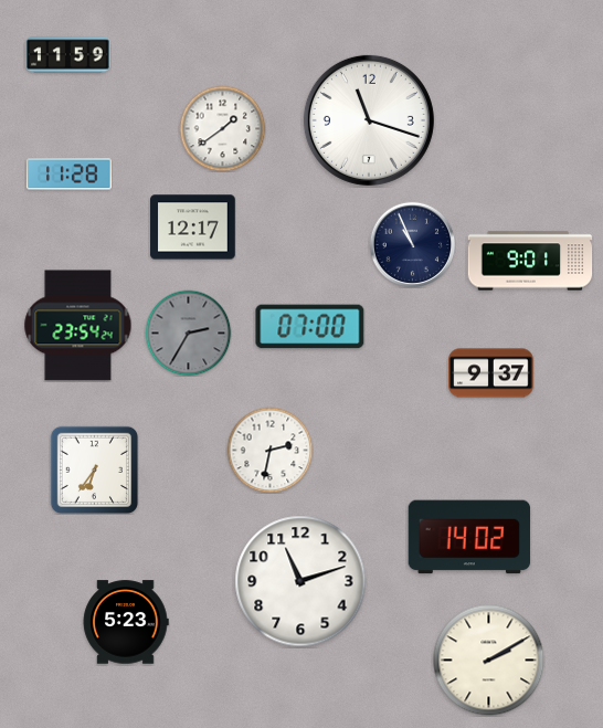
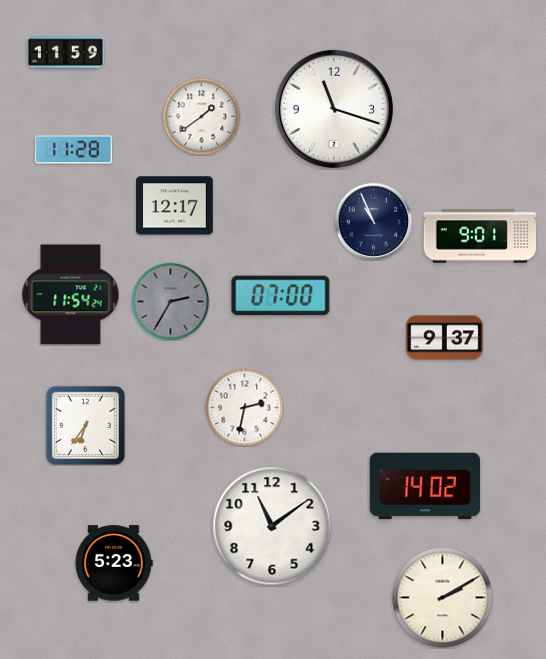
clock at (68, 55) position: (68, 55) -> (66, 53)
clock at (70, 175) position: (70, 175) -> (74, 150)
clock at (78, 326): 23:54 -> 11:54
clock at (300, 581): 11:12 -> 11:09
